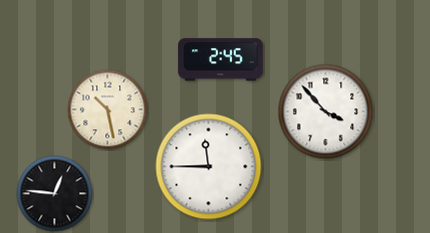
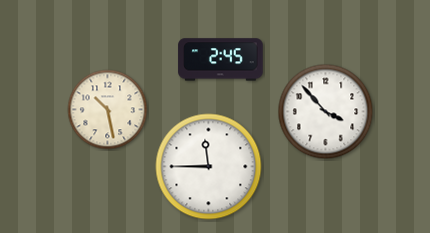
clock at (55, 194): 12:46 -> none
